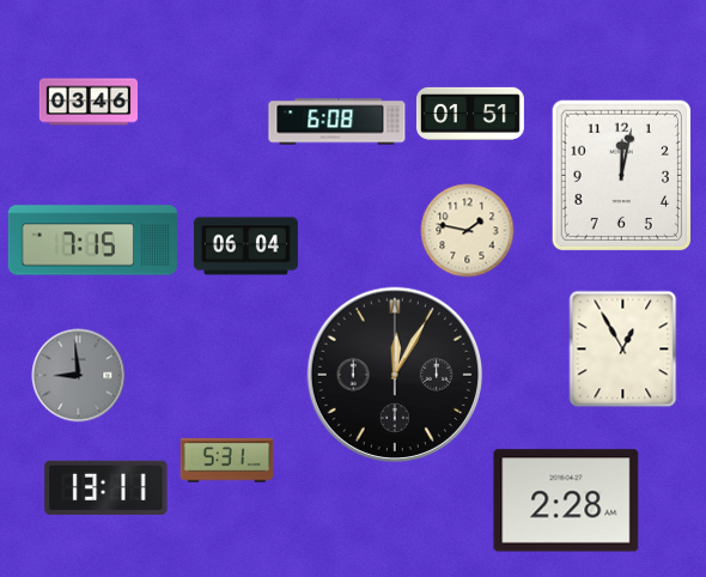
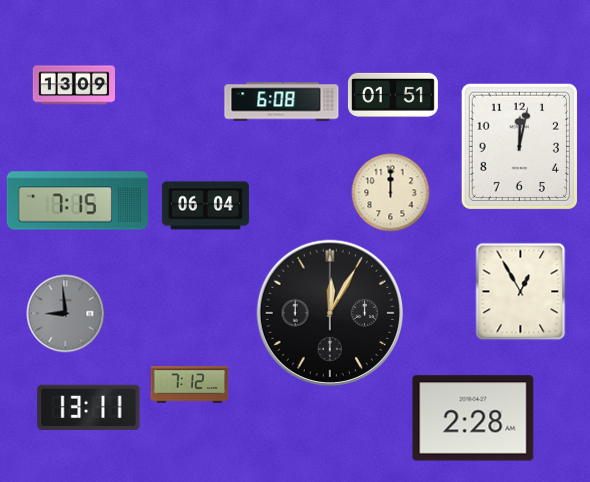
clock at (87, 102): 03:46 -> 13:09
clock at (467, 230): 1:47 -> 12:00
clock at (226, 461): 5:31 -> 7:12
